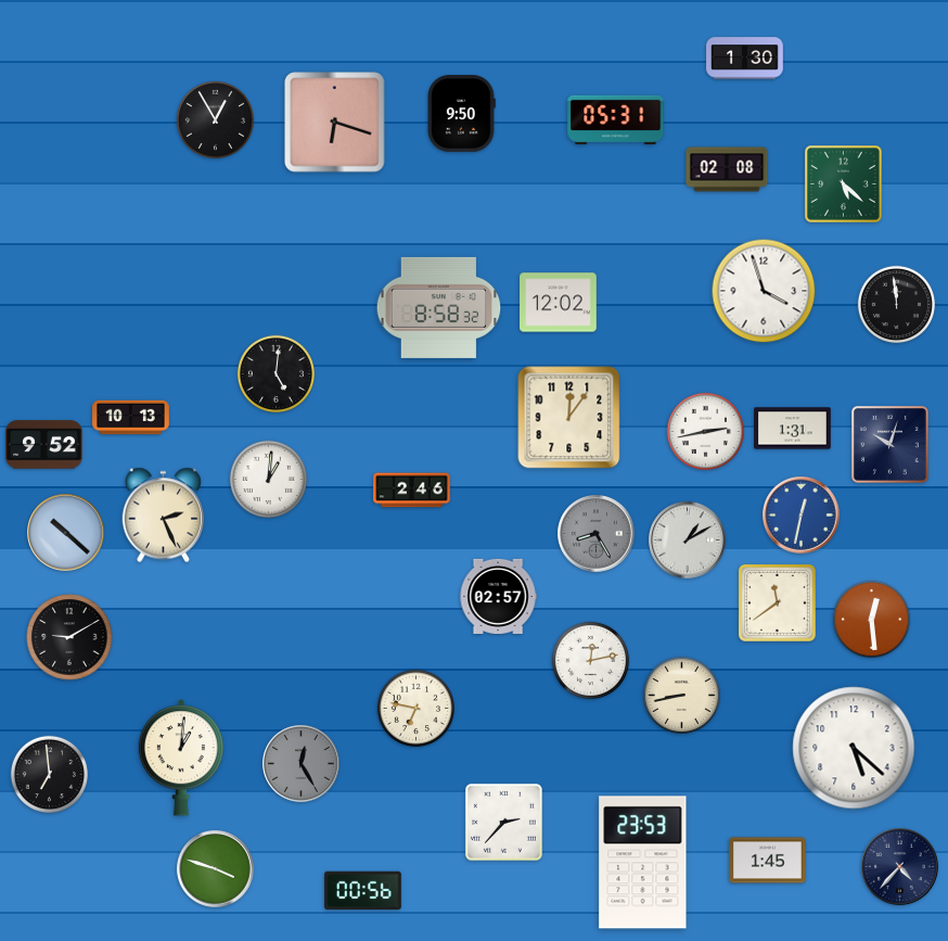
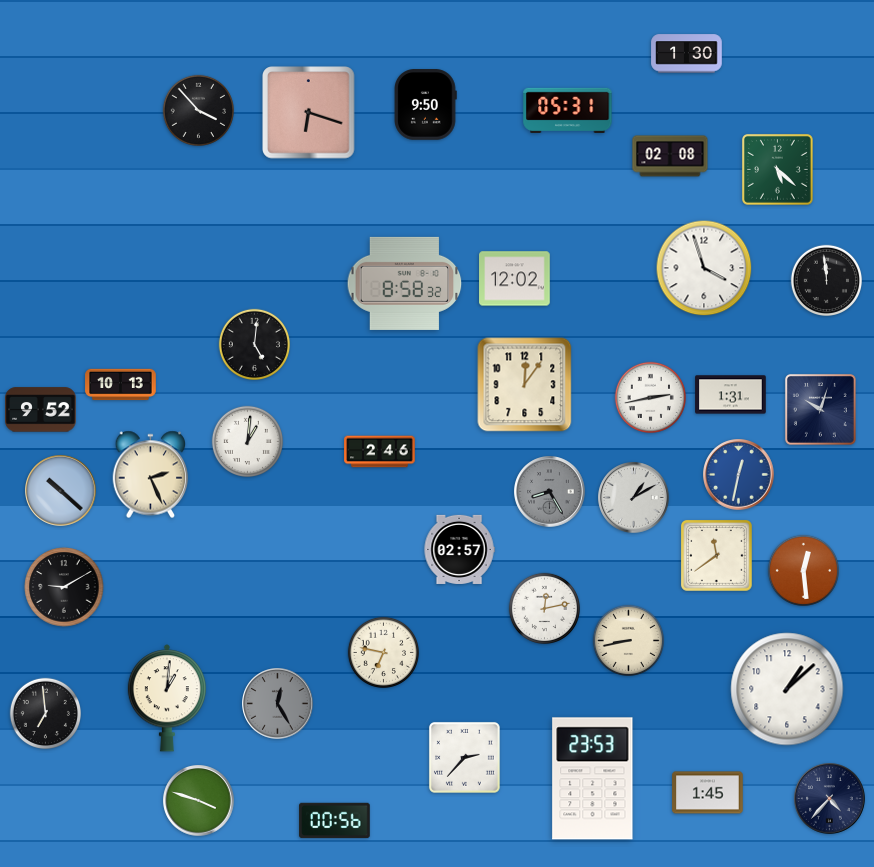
clock at (215, 119): 12:55 -> 3:53
clock at (854, 748): 5:22 -> 1:08
clock at (643, 863) position: (643, 863) -> (593, 779)
